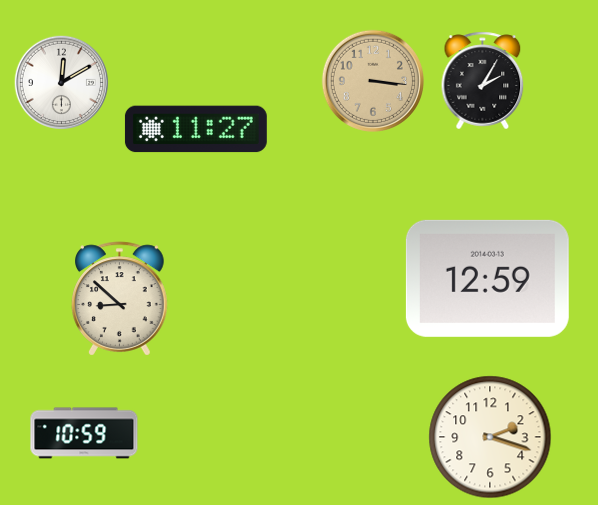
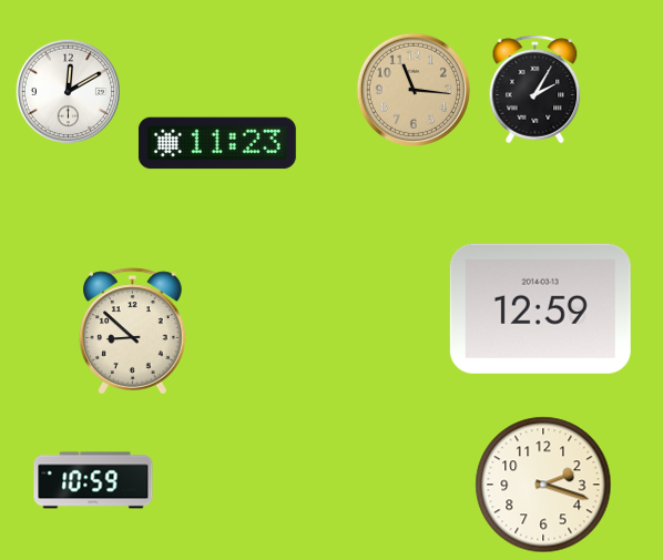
clock at (373, 81): 3:16 -> 11:16
clock at (196, 129): 11:27 -> 11:23
